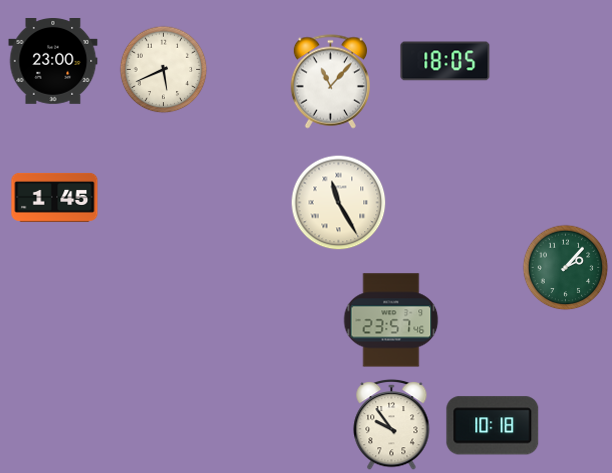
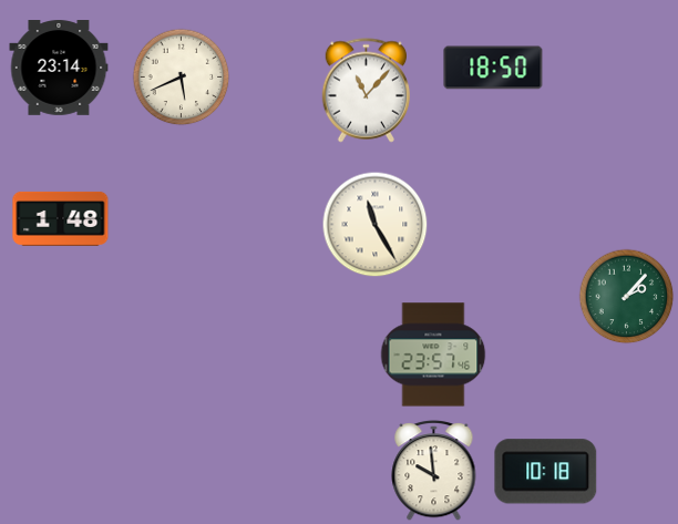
clock at (445, 61): 18:05 -> 18:50
clock at (53, 62): 23:00 -> 23:14
clock at (55, 197): 1:45 -> 1:48
clock at (392, 424): 9:54 -> 9:59
